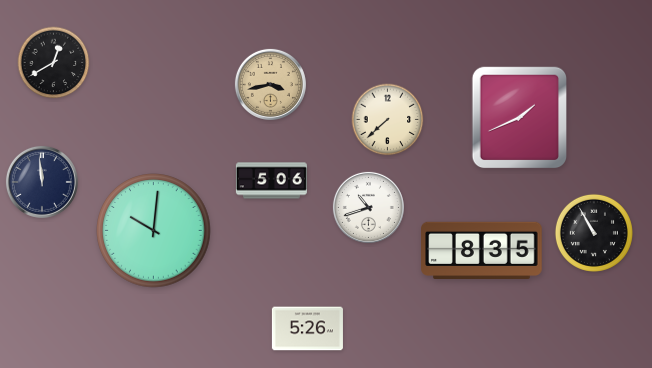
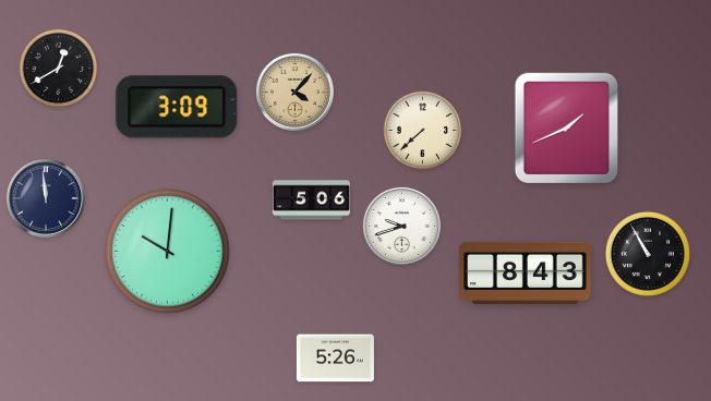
clock at (270, 84): 3:43 -> 4:07
clock at (177, 107): none -> 3:09
clock at (271, 181) position: (271, 181) -> (311, 200)
clock at (368, 207): 10:42 -> 9:42
clock at (482, 250): 8:35 -> 8:43
